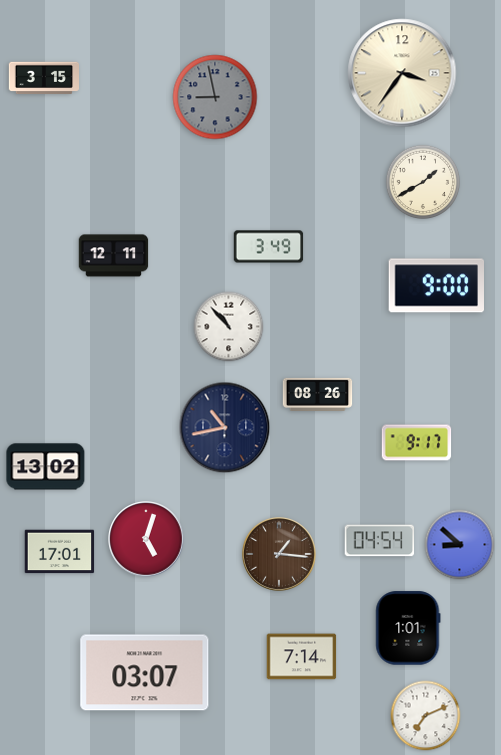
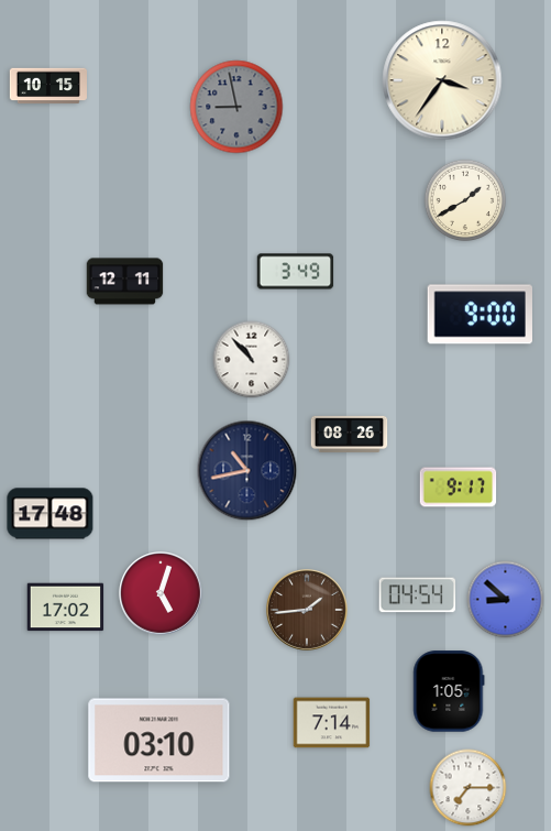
clock at (43, 78): 3:15 -> 10:15
clock at (46, 467): 13:02 -> 17:48
clock at (60, 552): 17:01 -> 17:02
clock at (279, 554): 1:16 -> 1:44
clock at (408, 628): 1:01 -> 1:05
clock at (145, 673): 03:07 -> 03:10
clock at (426, 716): 7:11 -> 7:15
